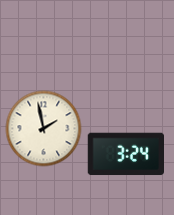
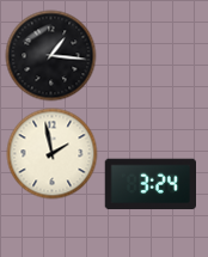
clock at (51, 56): none -> 1:16
